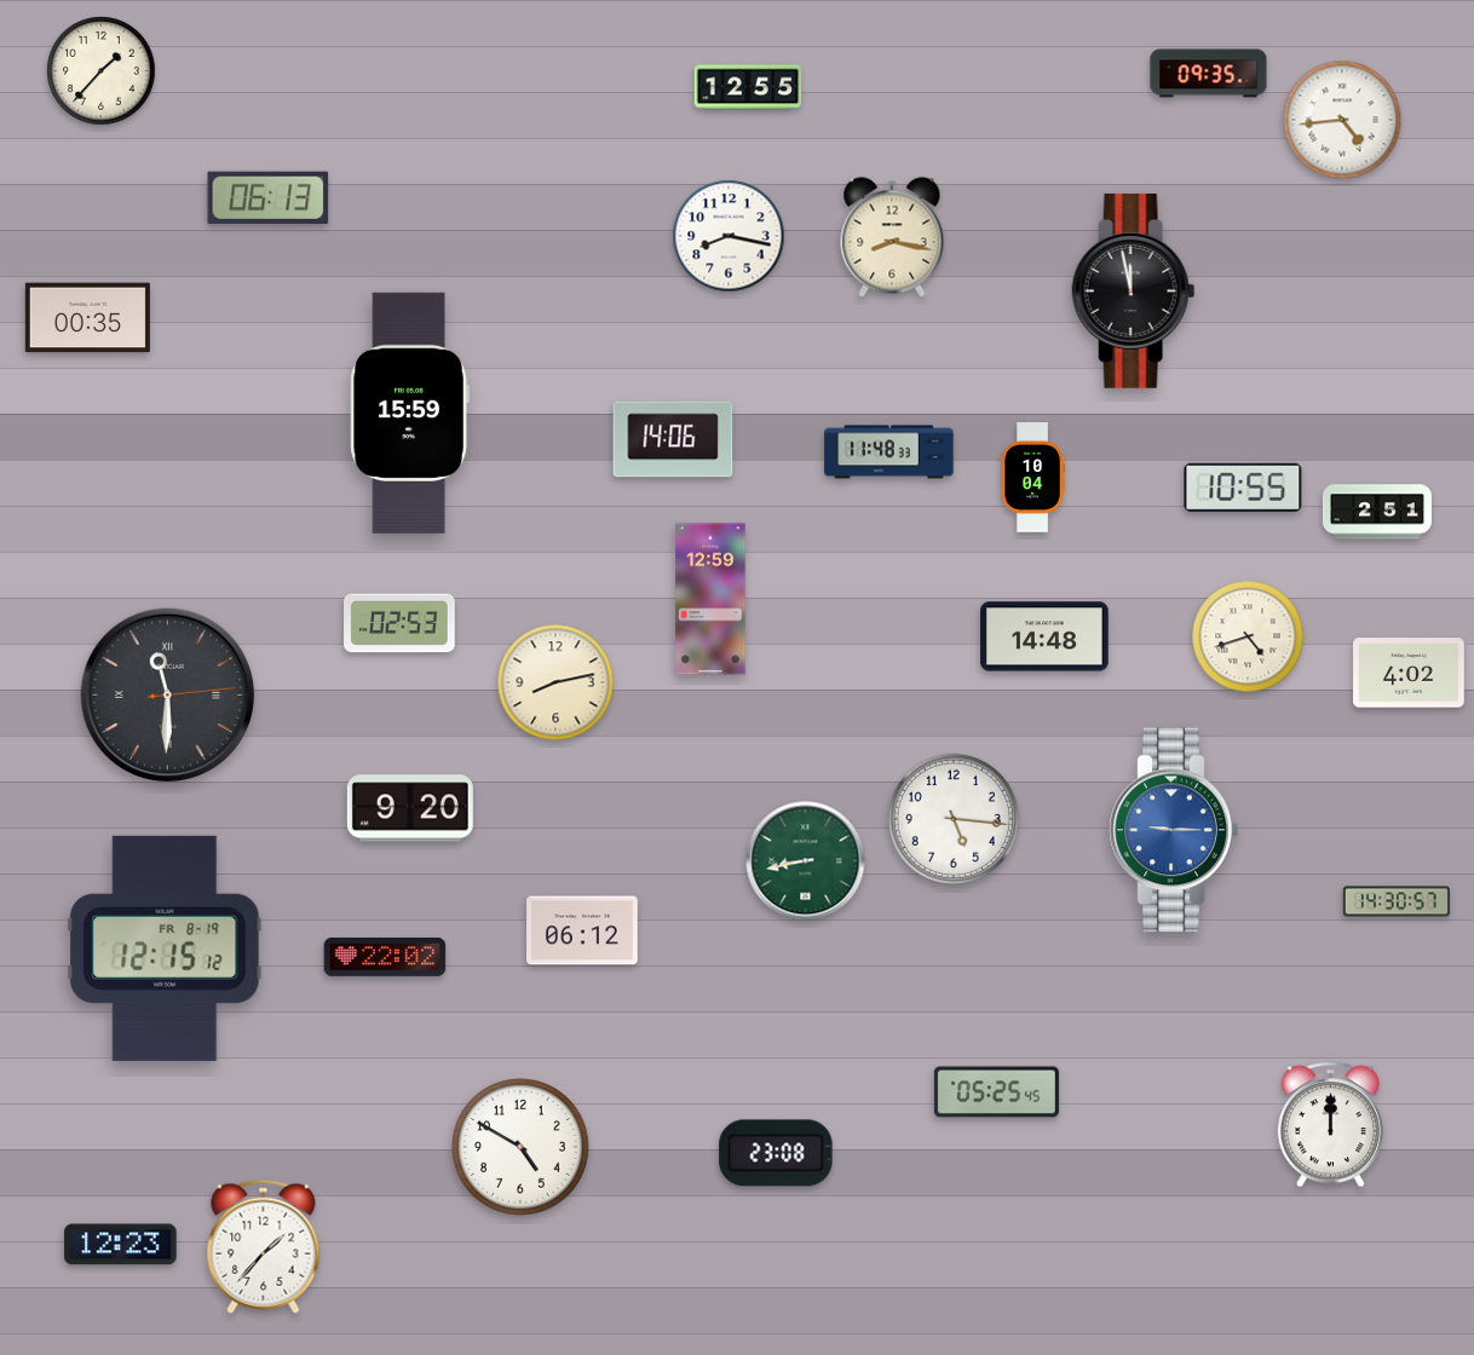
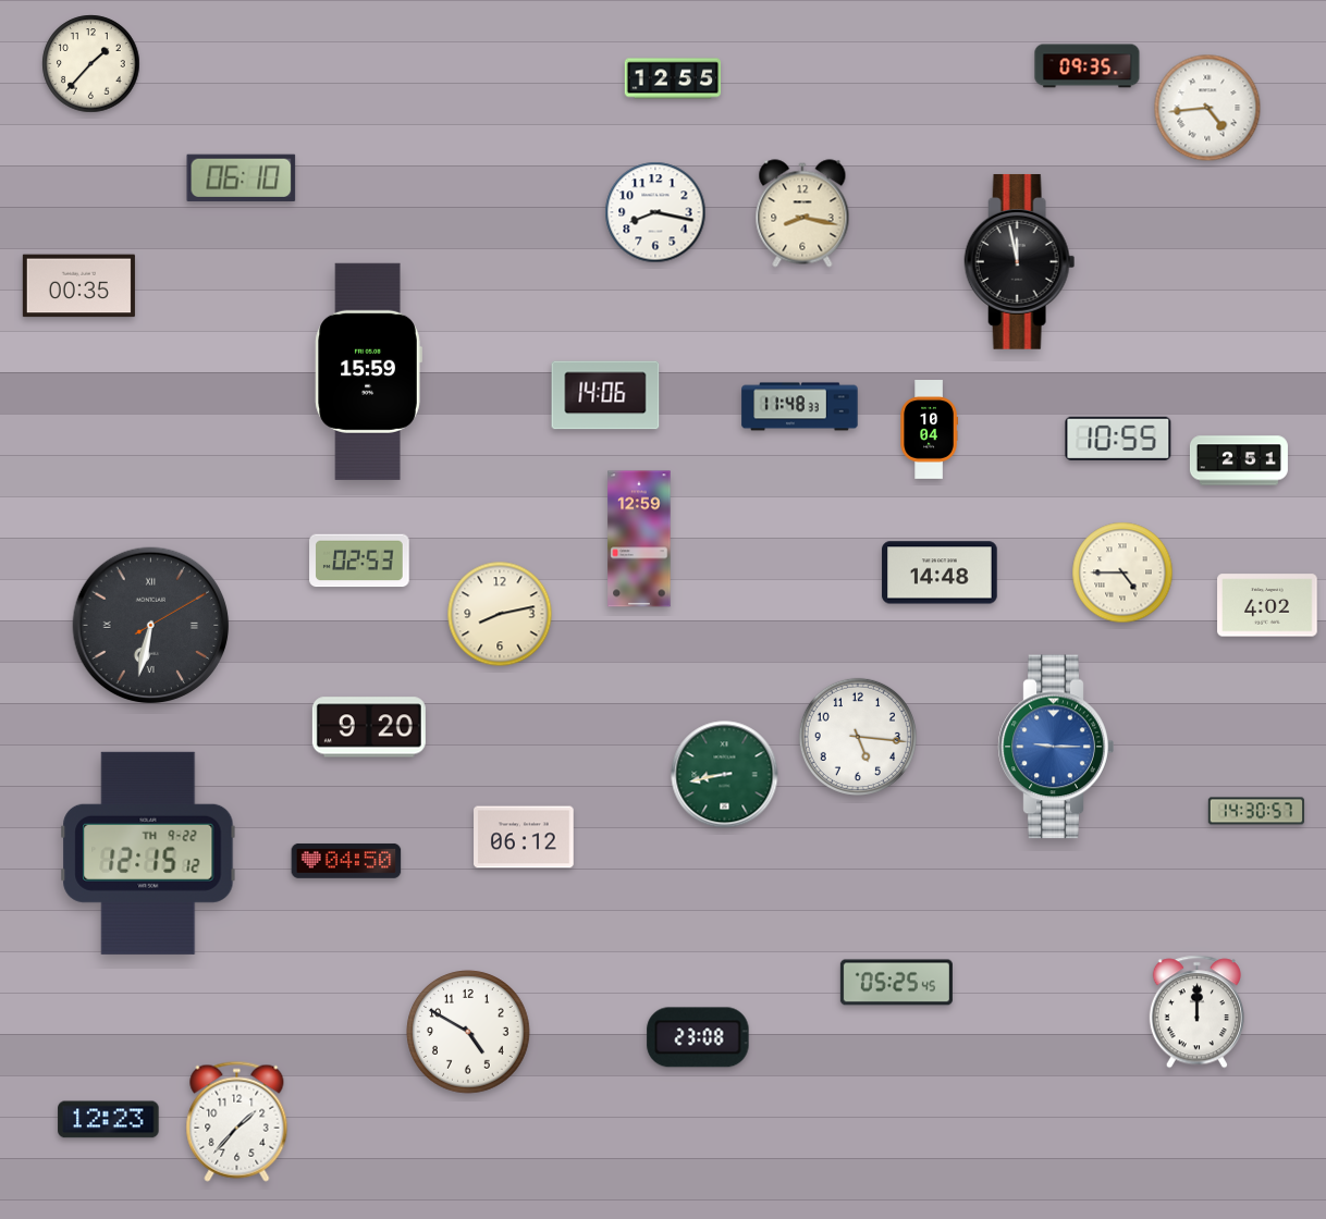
clock at (269, 197): 06:13 -> 06:10
clock at (1248, 636): 4:42 -> 4:45
clock at (168, 696): 11:30 -> 6:32
clock at (165, 948) date: FR 8-19 -> TH 9-22
clock at (385, 957): 22:02 -> 04:50
